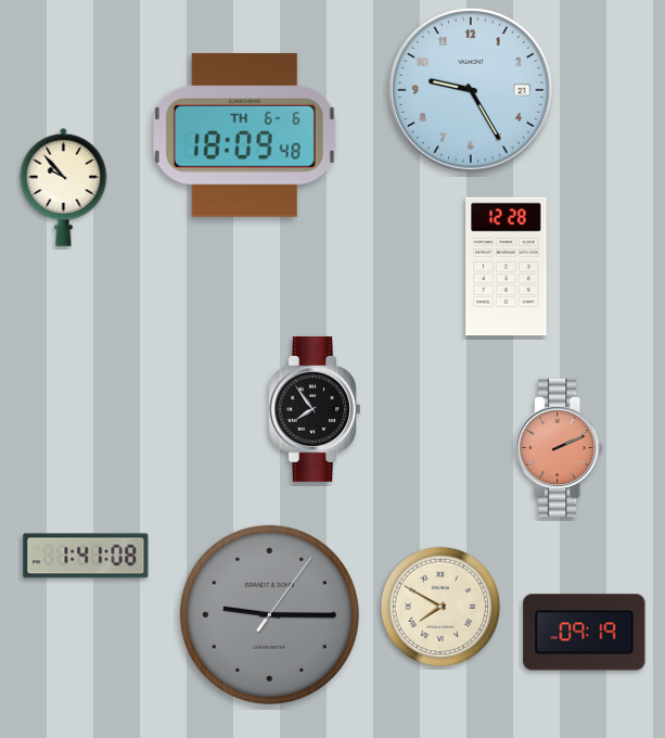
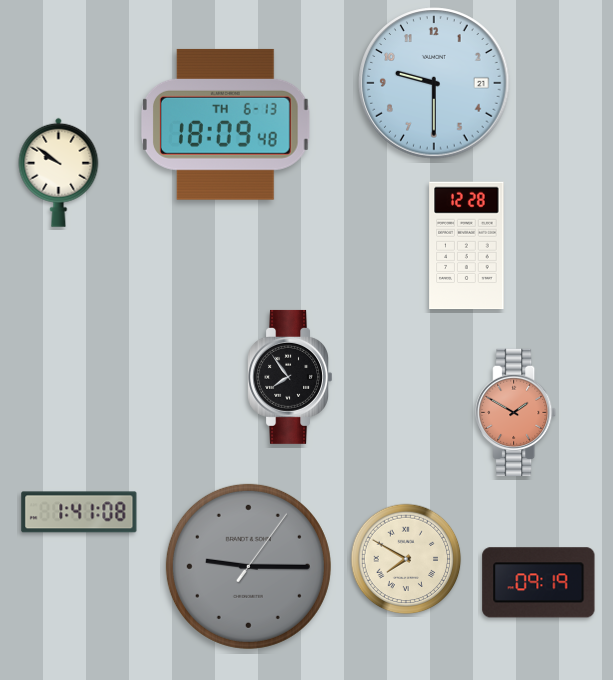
clock at (471, 90): 9:25 -> 9:30
clock at (245, 135) date: TH 6-6 -> TH 6-13
clock at (64, 187): 9:53 -> 9:51
clock at (560, 448): 2:11 -> 1:50
